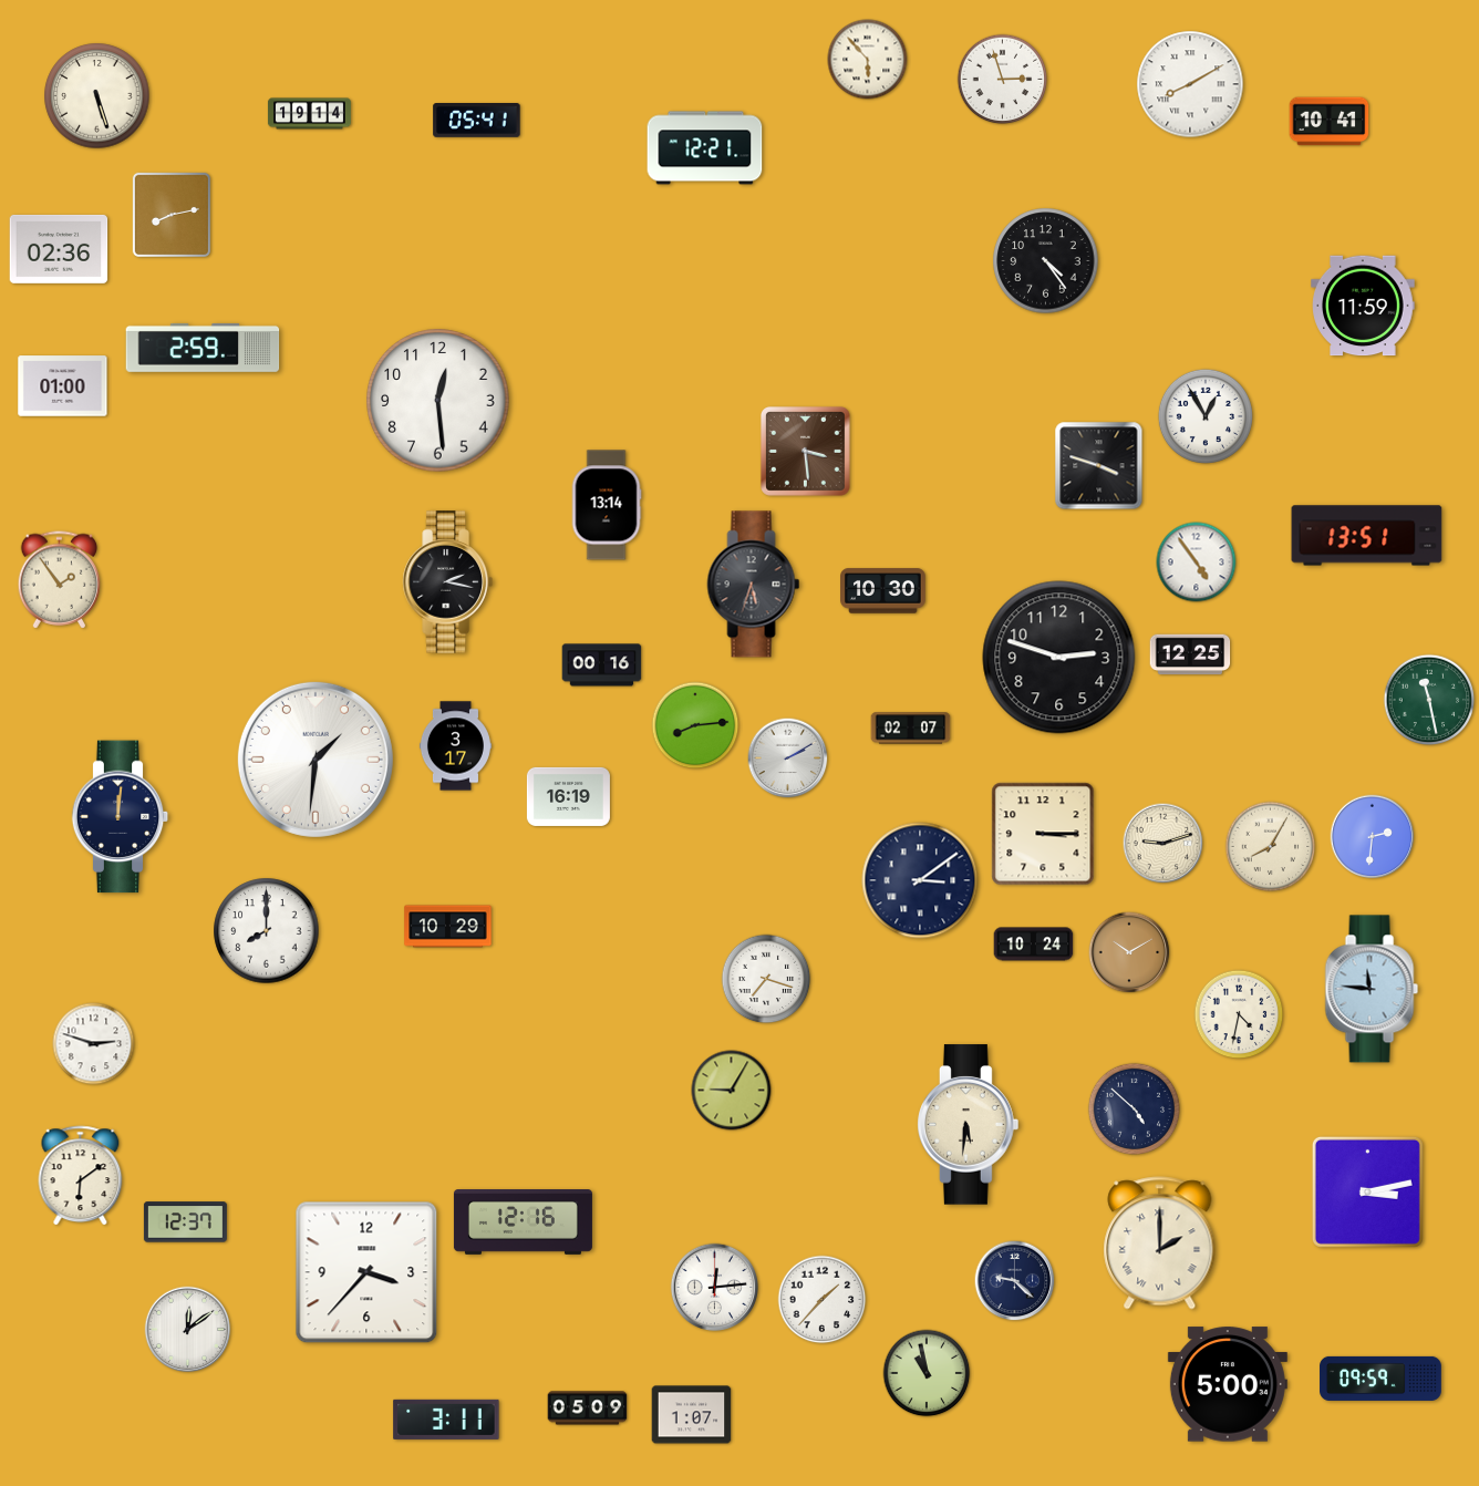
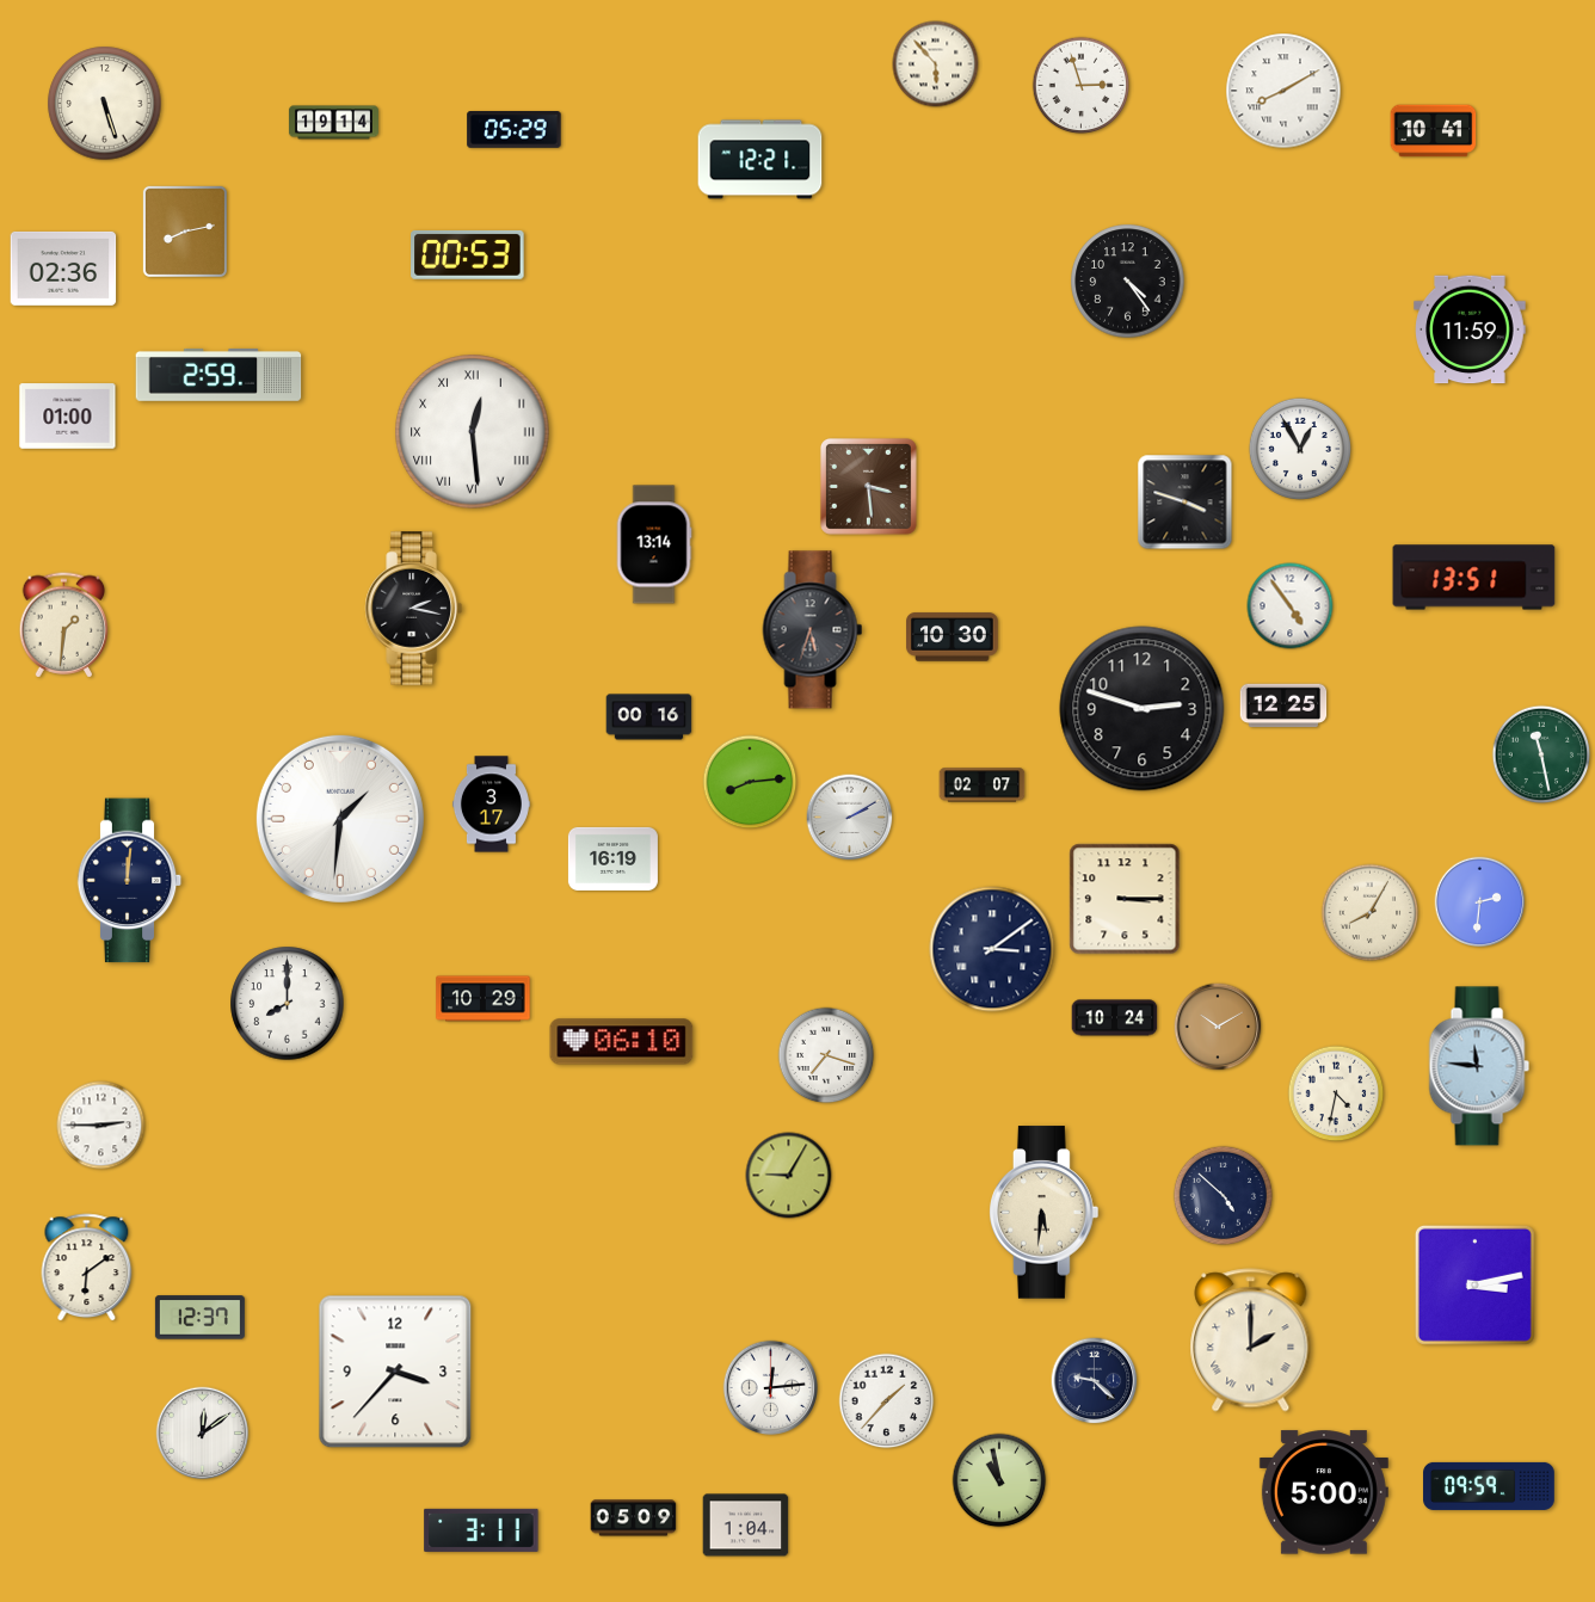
clock at (477, 121): 05:41 -> 05:29
clock at (468, 254): none -> 00:53
clock at (438, 401) numerals: Arabic -> Roman
clock at (60, 580): 1:54 -> 1:31
clock at (447, 582) position: (447, 582) -> (413, 609)
clock at (1163, 844): 9:12 -> none
clock at (622, 1042): none -> 06:10
clock at (94, 1044): 2:48 -> 2:45
clock at (523, 1222): 12:16 -> none
clock at (692, 1415): 1:07 -> 1:04
